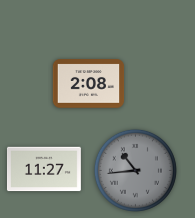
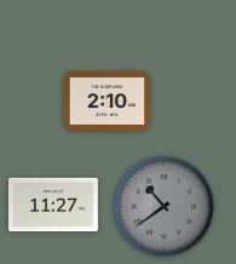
clock at (89, 84): 2:08 -> 2:10
clock at (135, 170): 10:44 -> 10:39
